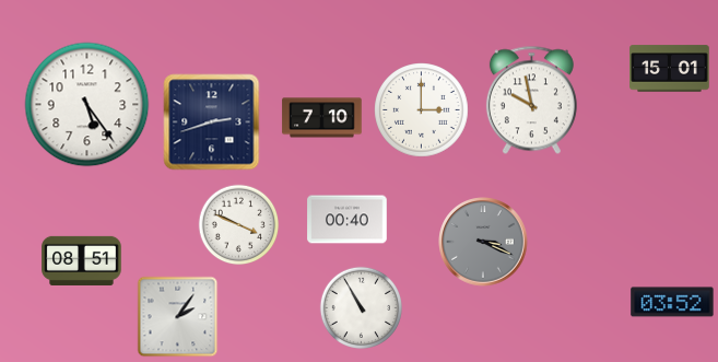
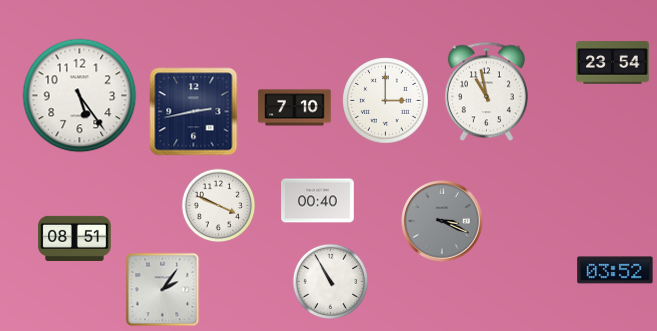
clock at (670, 69): 15:01 -> 23:54
clock at (531, 101): 9:58 -> 10:58
clock at (212, 122): 2:42 -> 2:43
clock at (672, 302) position: (672, 302) -> (615, 270)
